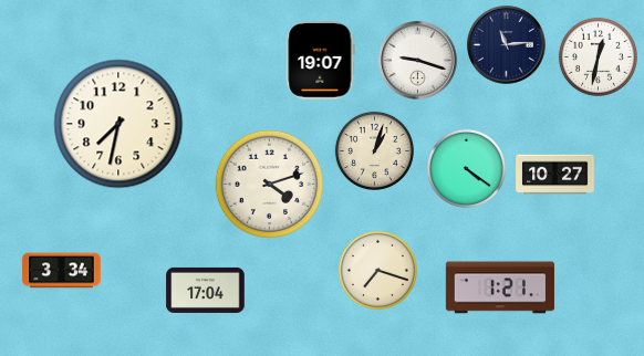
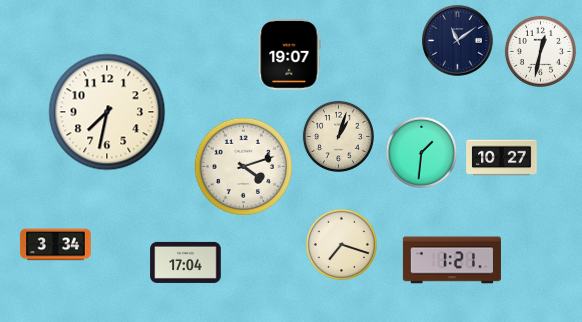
clock at (507, 45): 11:14 -> 11:09
clock at (418, 61): 9:18 -> none
clock at (466, 168): 4:21 -> 1:31
